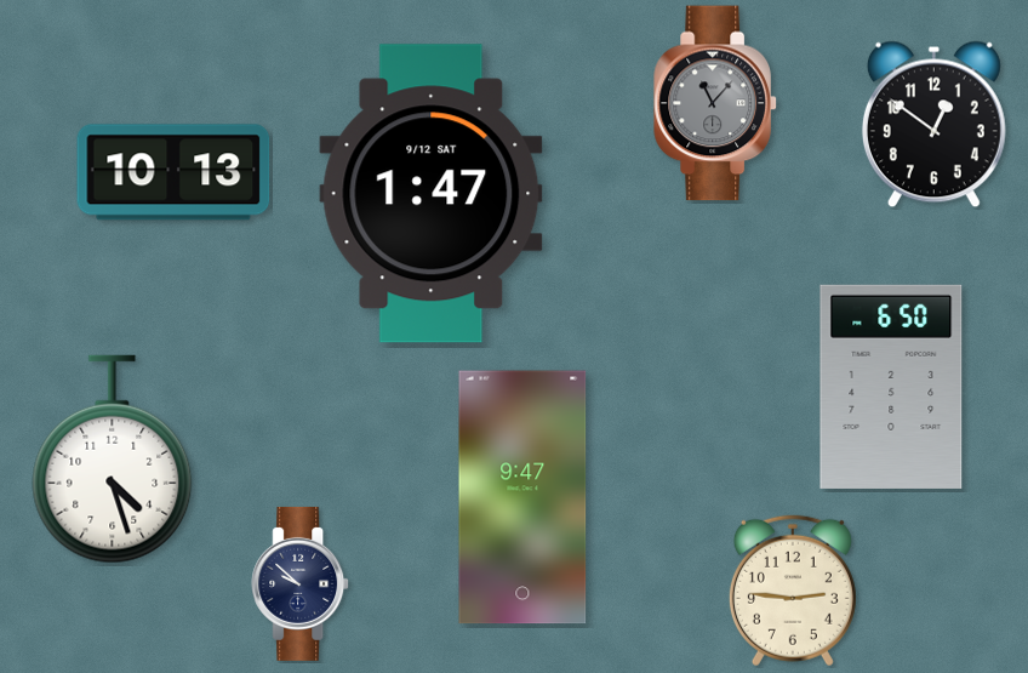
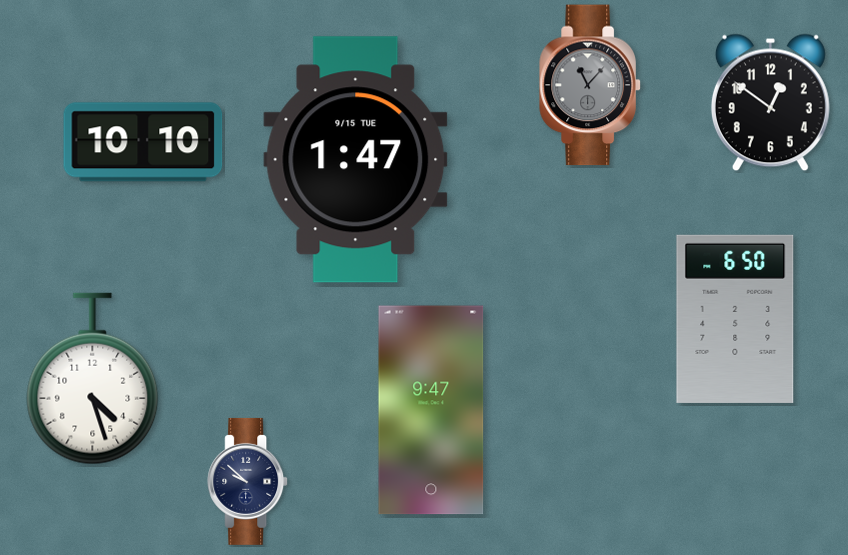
clock at (173, 172): 10:13 -> 10:10
clock at (432, 194) date: 9/12 SAT -> 9/15 TUE
clock at (793, 591): 2:46 -> none
